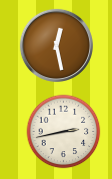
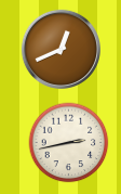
clock at (56, 45): 12:28 -> 12:41
